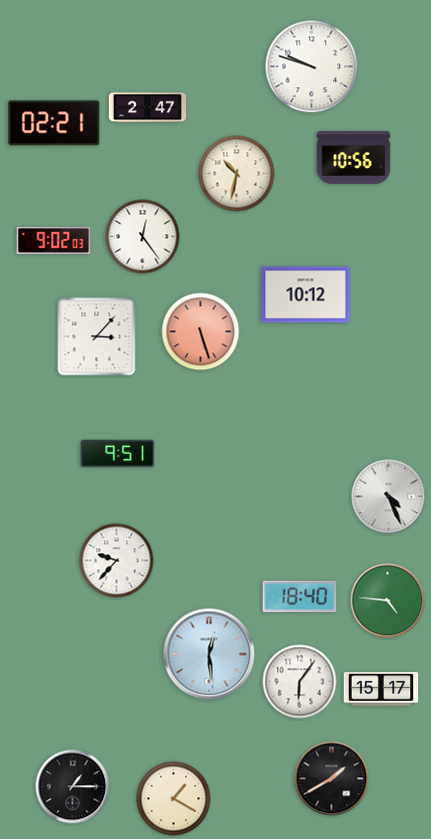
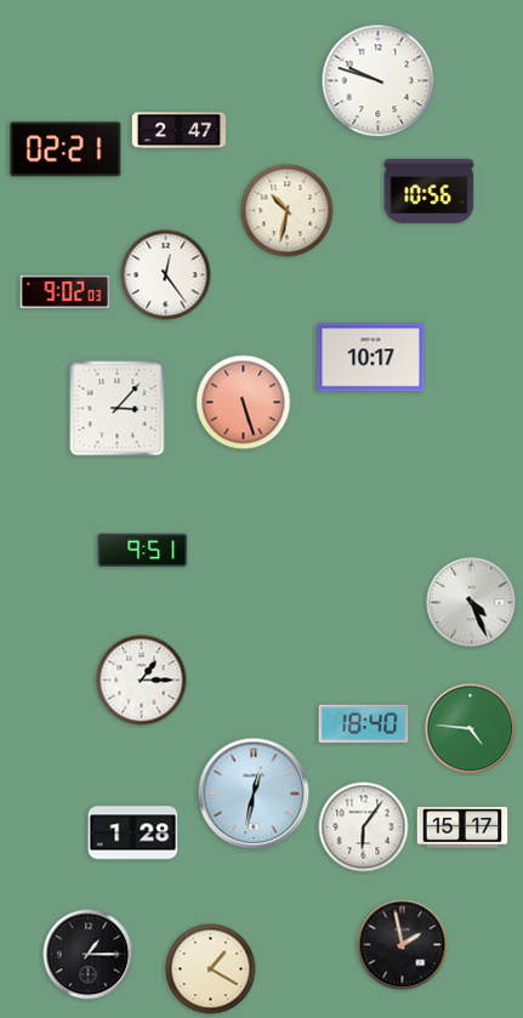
clock at (143, 237) position: (143, 237) -> (166, 275)
clock at (306, 295): 10:12 -> 10:17
clock at (117, 561): 9:37 -> 1:15
clock at (209, 654): 12:29 -> 12:32
clock at (133, 834): none -> 1:28
clock at (381, 689) position: (381, 689) -> (462, 828)
clock at (332, 779): 1:40 -> 1:58
